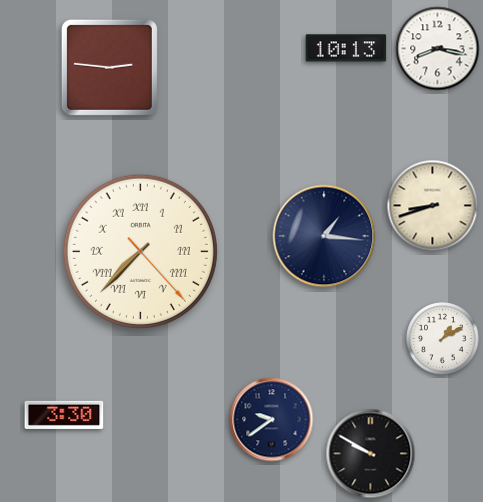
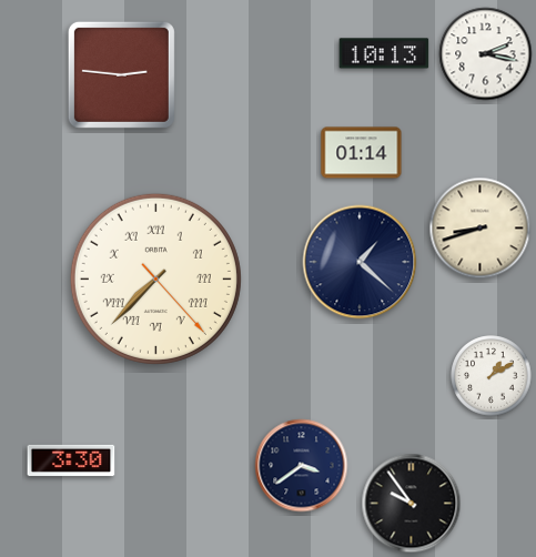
clock at (438, 49): 8:17 -> 2:17
clock at (362, 153): none -> 01:14
clock at (324, 236): 1:16 -> 1:22
clock at (272, 420): 9:39 -> 3:39
clock at (371, 454): 9:50 -> 9:54
